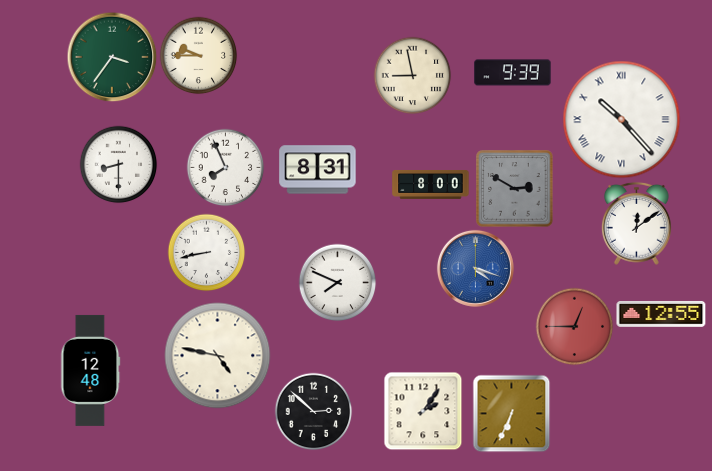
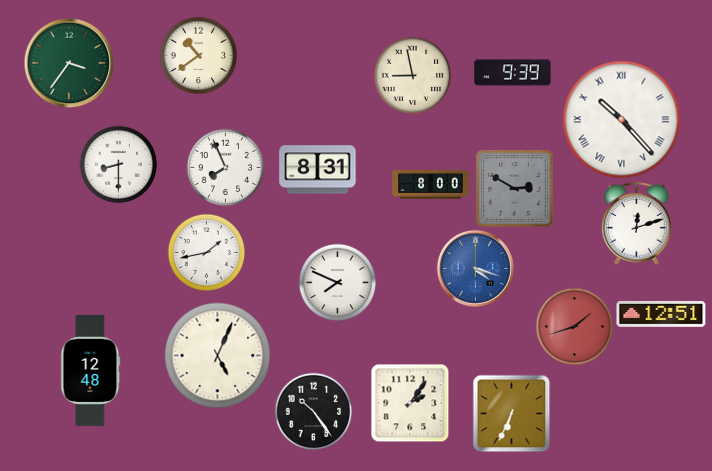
clock at (198, 55): 9:45 -> 10:39
clock at (112, 57) position: (112, 57) -> (69, 63)
clock at (636, 223): 12:09 -> 12:12
clock at (206, 252): 8:43 -> 1:43
clock at (661, 314): 12:55 -> 12:51
clock at (574, 326): 12:45 -> 1:42
clock at (218, 356): 4:47 -> 5:04
clock at (313, 411): 2:52 -> 10:24
clock at (423, 411) position: (423, 411) -> (410, 403)
